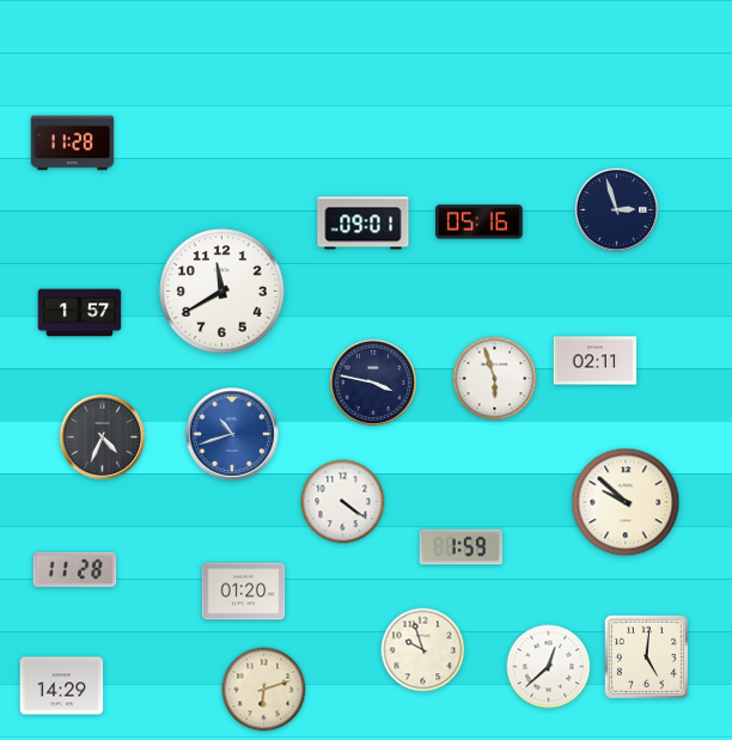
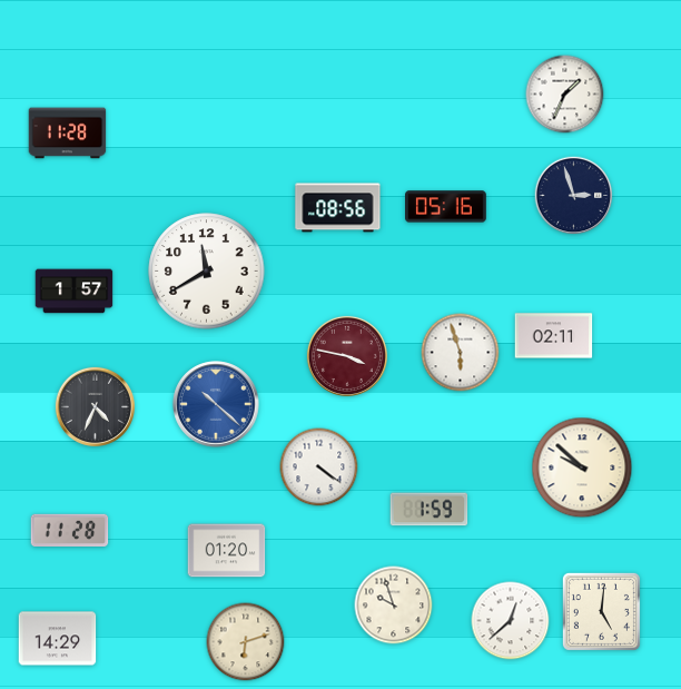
clock at (565, 95): none -> 1:34
clock at (364, 224): 09:01 -> 08:56
clock at (373, 383) dial: navy -> burgundy
clock at (232, 434): 10:42 -> 10:22
